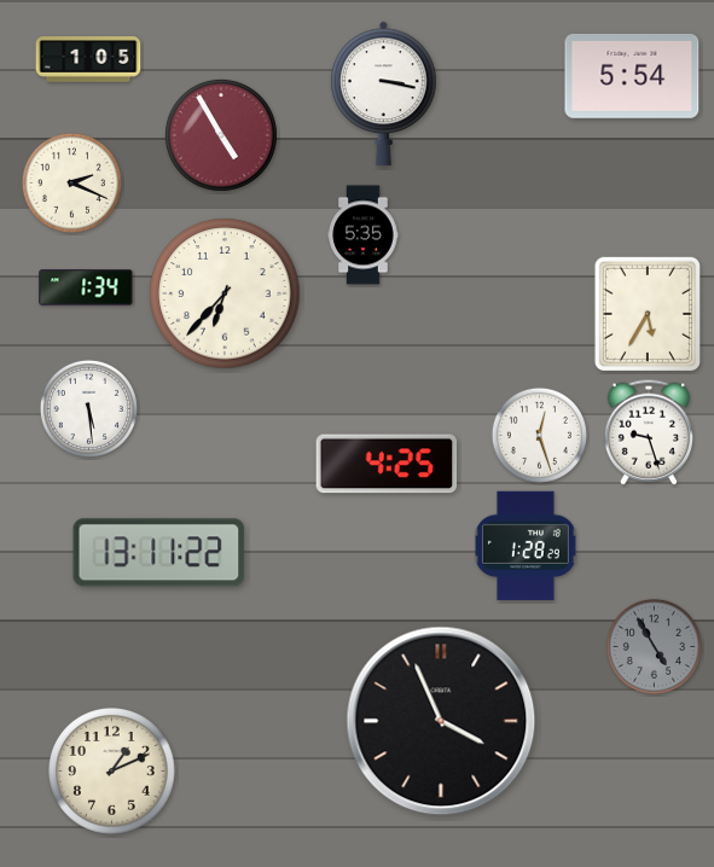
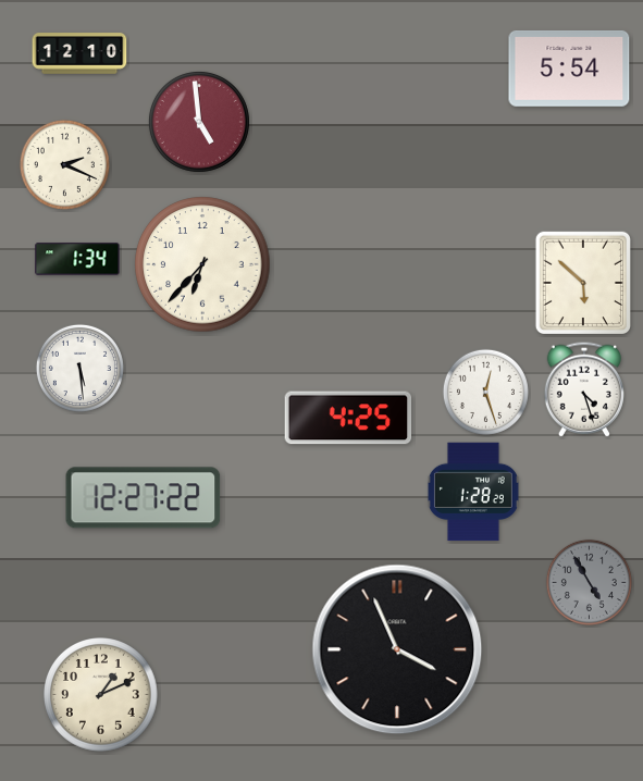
clock at (88, 59): 1:05 -> 12:10
clock at (384, 93): 3:17 -> none
clock at (221, 135): 4:55 -> 4:59
clock at (364, 235): 5:35 -> none
clock at (646, 313): 5:35 -> 5:52
clock at (648, 432): 9:27 -> 4:27
clock at (159, 553): 13:11 -> 12:27
